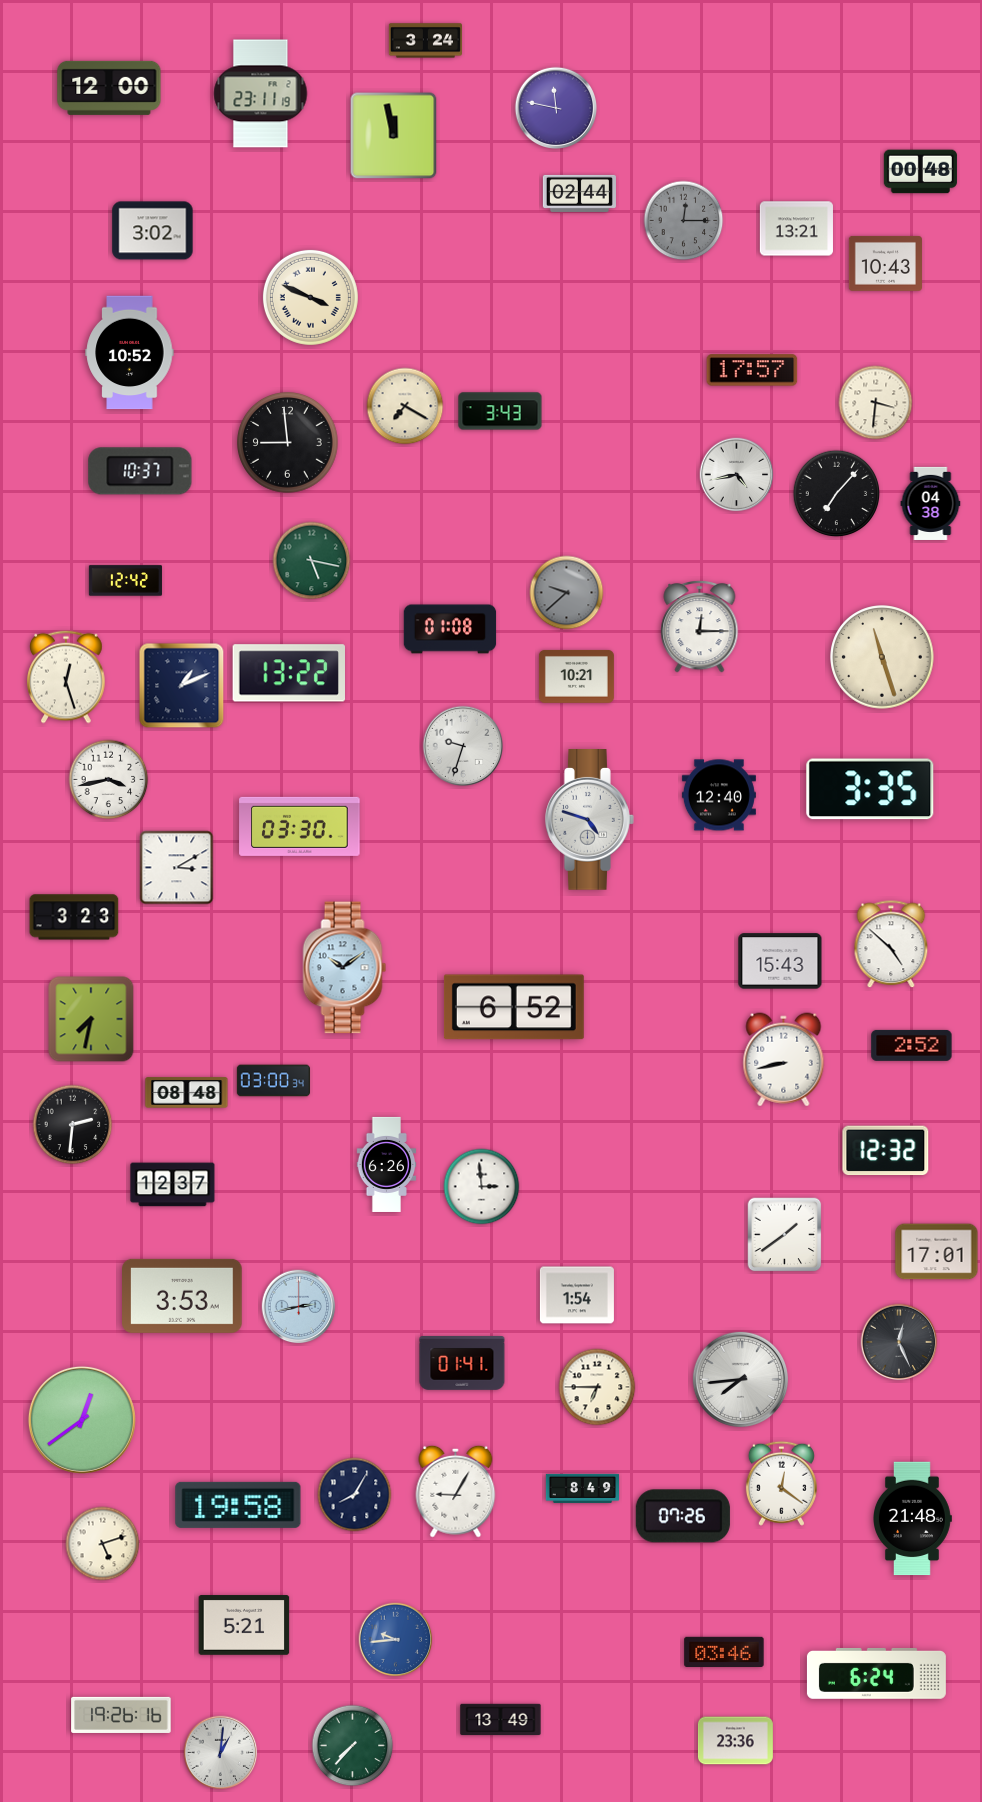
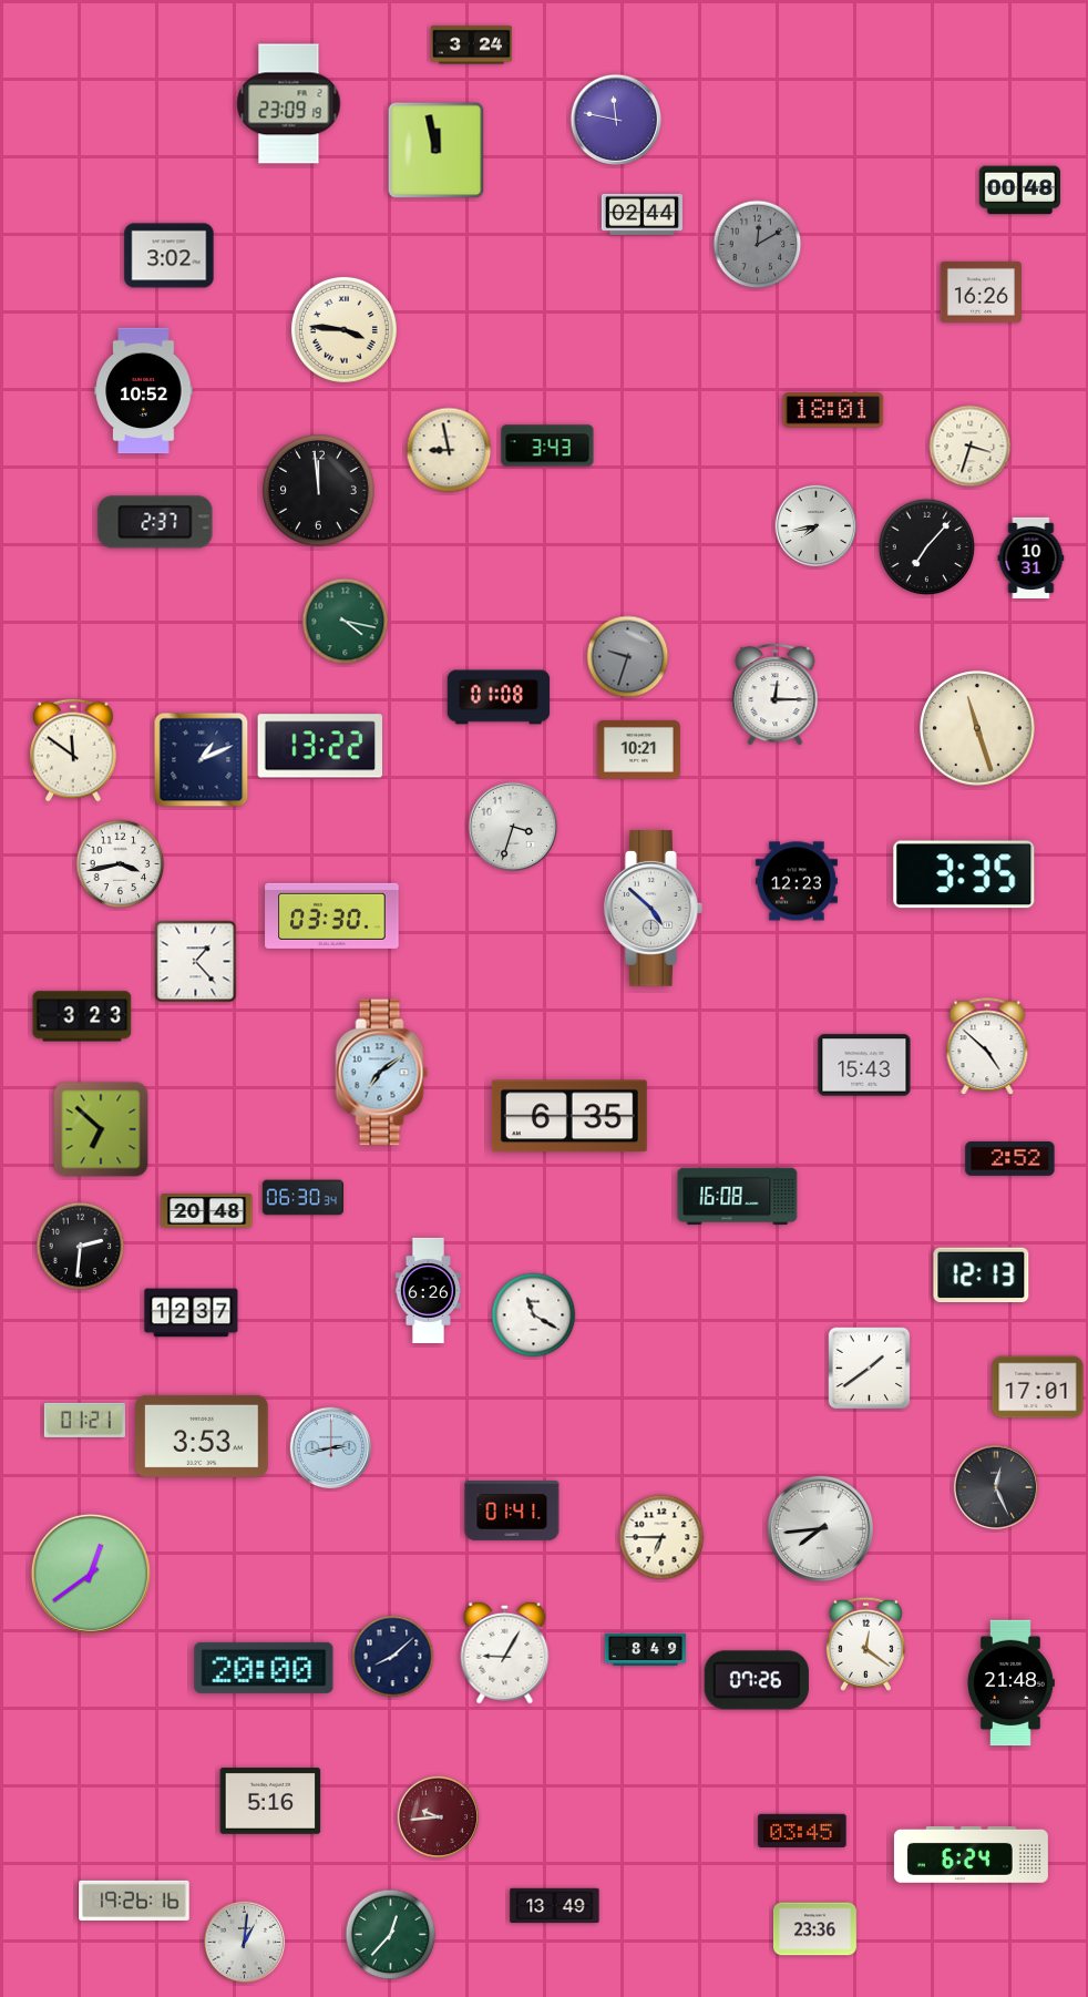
clock at (109, 88): 12:00 -> none
clock at (261, 94): 23:11 -> 23:09
clock at (684, 221): 12:15 -> 12:10
clock at (796, 229): 13:21 -> none
clock at (885, 263): 10:43 -> 16:26
clock at (310, 297): 3:49 -> 3:46
clock at (752, 370): 17:57 -> 18:01
clock at (876, 403): 3:31 -> 3:33
clock at (405, 406): 7:20 -> 8:58
clock at (500, 411) position: (500, 411) -> (547, 446)
clock at (288, 443): 8:59 -> 11:59
clock at (140, 471): 10:37 -> 2:37
clock at (737, 475): 4:43 -> 7:43
clock at (931, 503): 04:38 -> 10:31
clock at (312, 561): 5:17 -> 4:17
clock at (125, 581): 12:42 -> none
clock at (567, 593): 9:38 -> 9:33
clock at (66, 677): 12:27 -> 11:51
clock at (463, 746): 9:33 -> 3:33
clock at (719, 795): 12:40 -> 12:23
clock at (590, 820): 4:48 -> 4:52
clock at (177, 868): 3:10 -> 1:23
clock at (345, 968): 10:09 -> 7:09
clock at (514, 1007): 6:52 -> 6:35
clock at (91, 1019): 7:32 -> 6:52
clock at (784, 1060): 8:43 -> none
clock at (738, 1197): none -> 16:08
clock at (273, 1081): 03:00 -> 06:30
clock at (187, 1093): 08:48 -> 20:48
clock at (886, 1151): 12:32 -> 12:13
clock at (482, 1187): 2:59 -> 11:20
clock at (84, 1420): none -> 01:21
clock at (577, 1295): 1:54 -> none
clock at (355, 1495): 8:05 -> 8:08
clock at (238, 1505): 19:58 -> 20:00
clock at (103, 1544): 5:12 -> none
clock at (244, 1625): 5:21 -> 5:16
clock at (396, 1640) dial: blue -> burgundy
clock at (724, 1651): 03:46 -> 03:45
clock at (353, 1746): 7:37 -> 12:37
